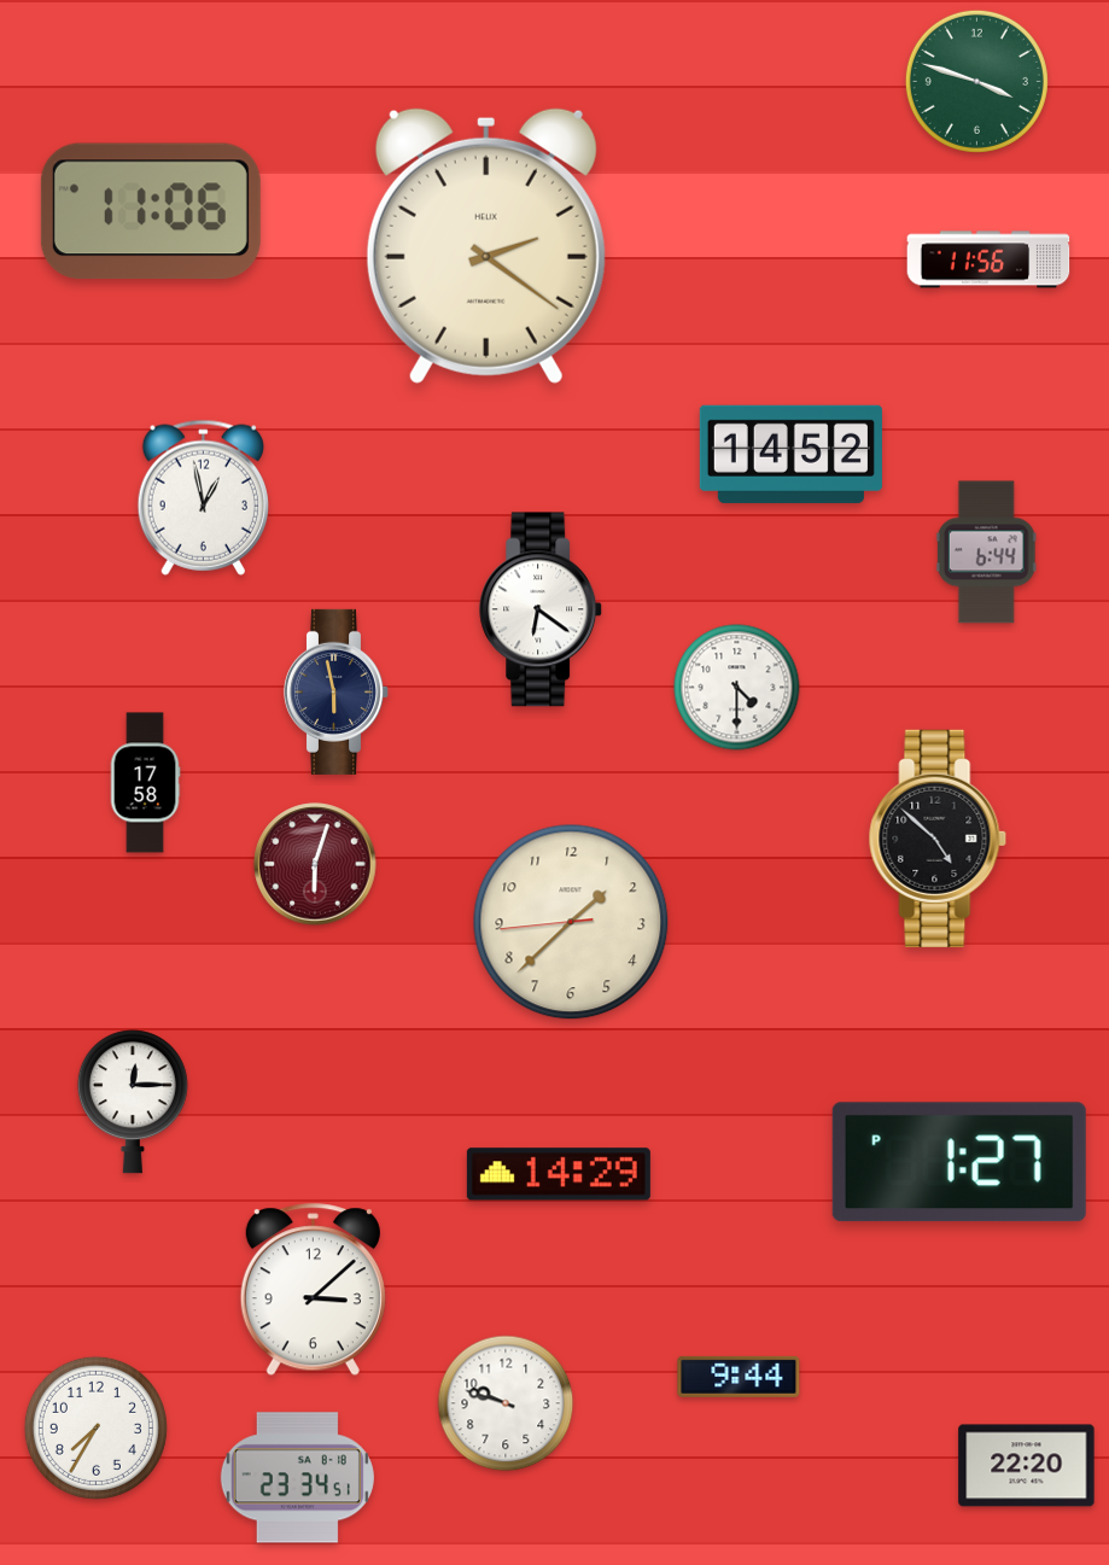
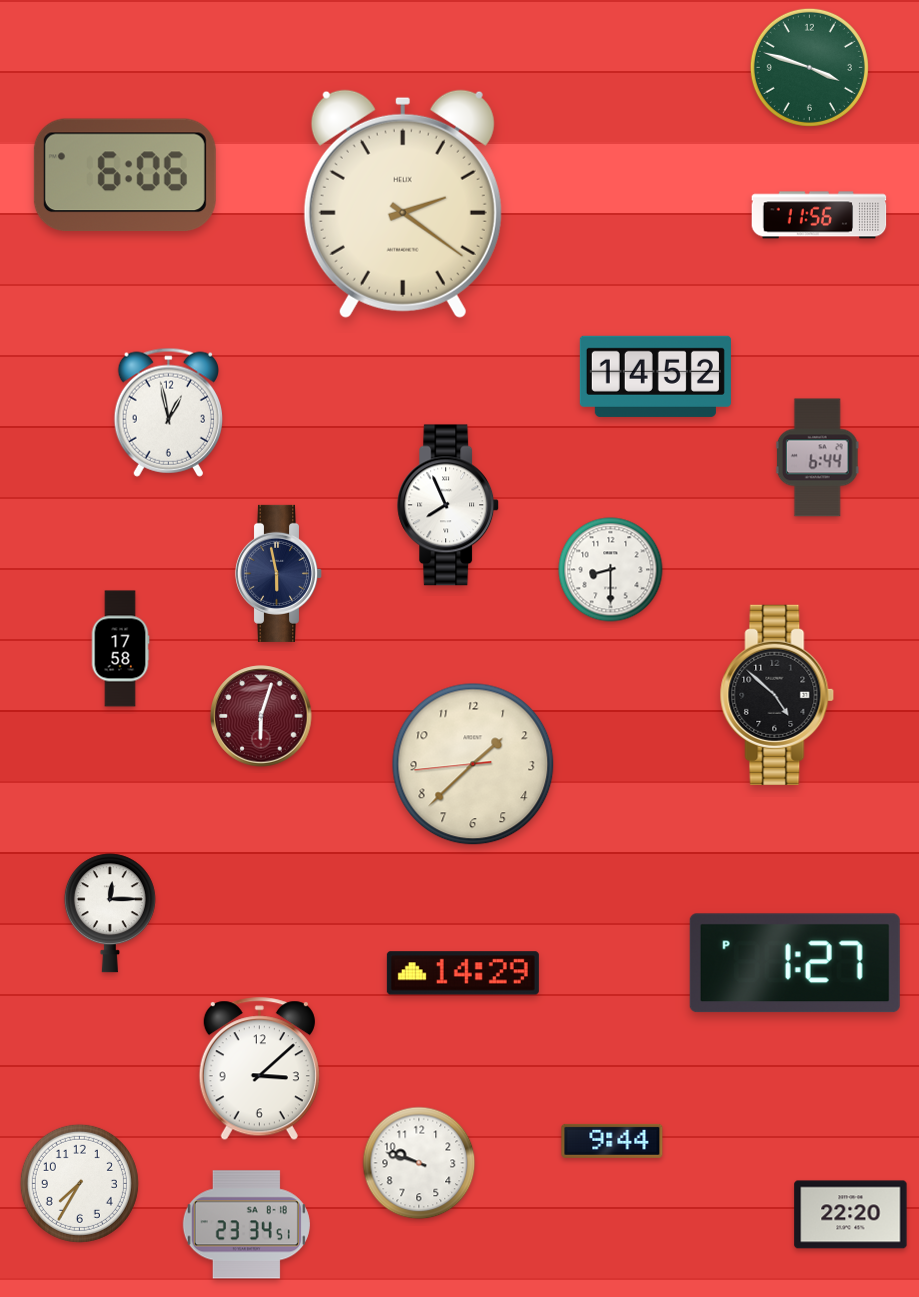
clock at (151, 211): 11:06 -> 6:06
clock at (542, 609): 6:21 -> 7:56
clock at (737, 688): 4:30 -> 8:30
